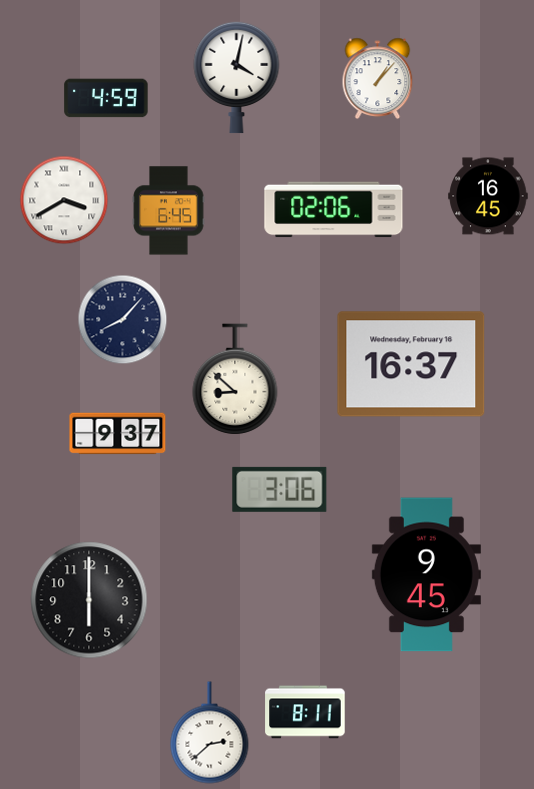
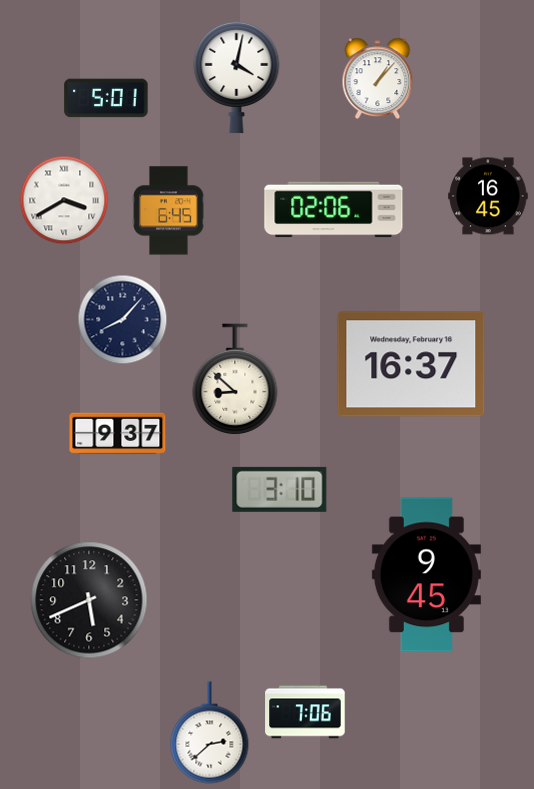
clock at (106, 98): 4:59 -> 5:01
clock at (280, 489): 3:06 -> 3:10
clock at (89, 600): 6:00 -> 5:41
clock at (305, 712): 8:11 -> 7:06
